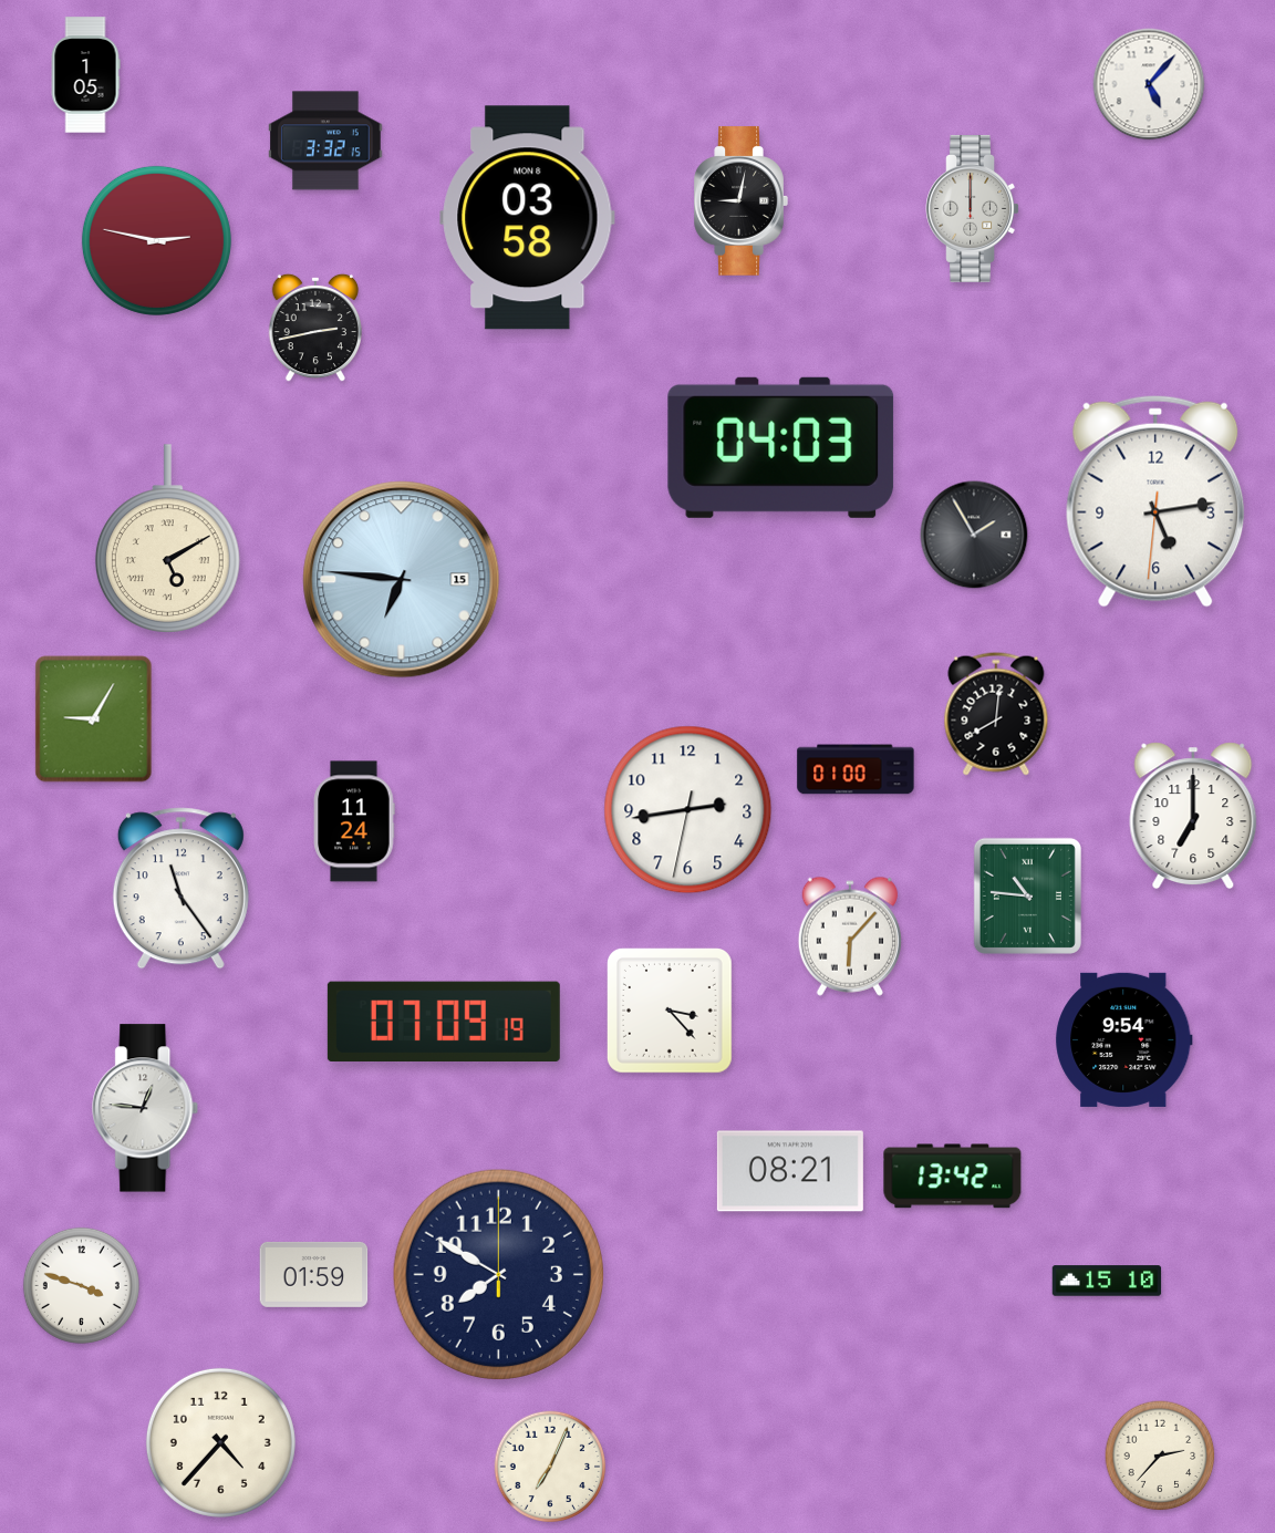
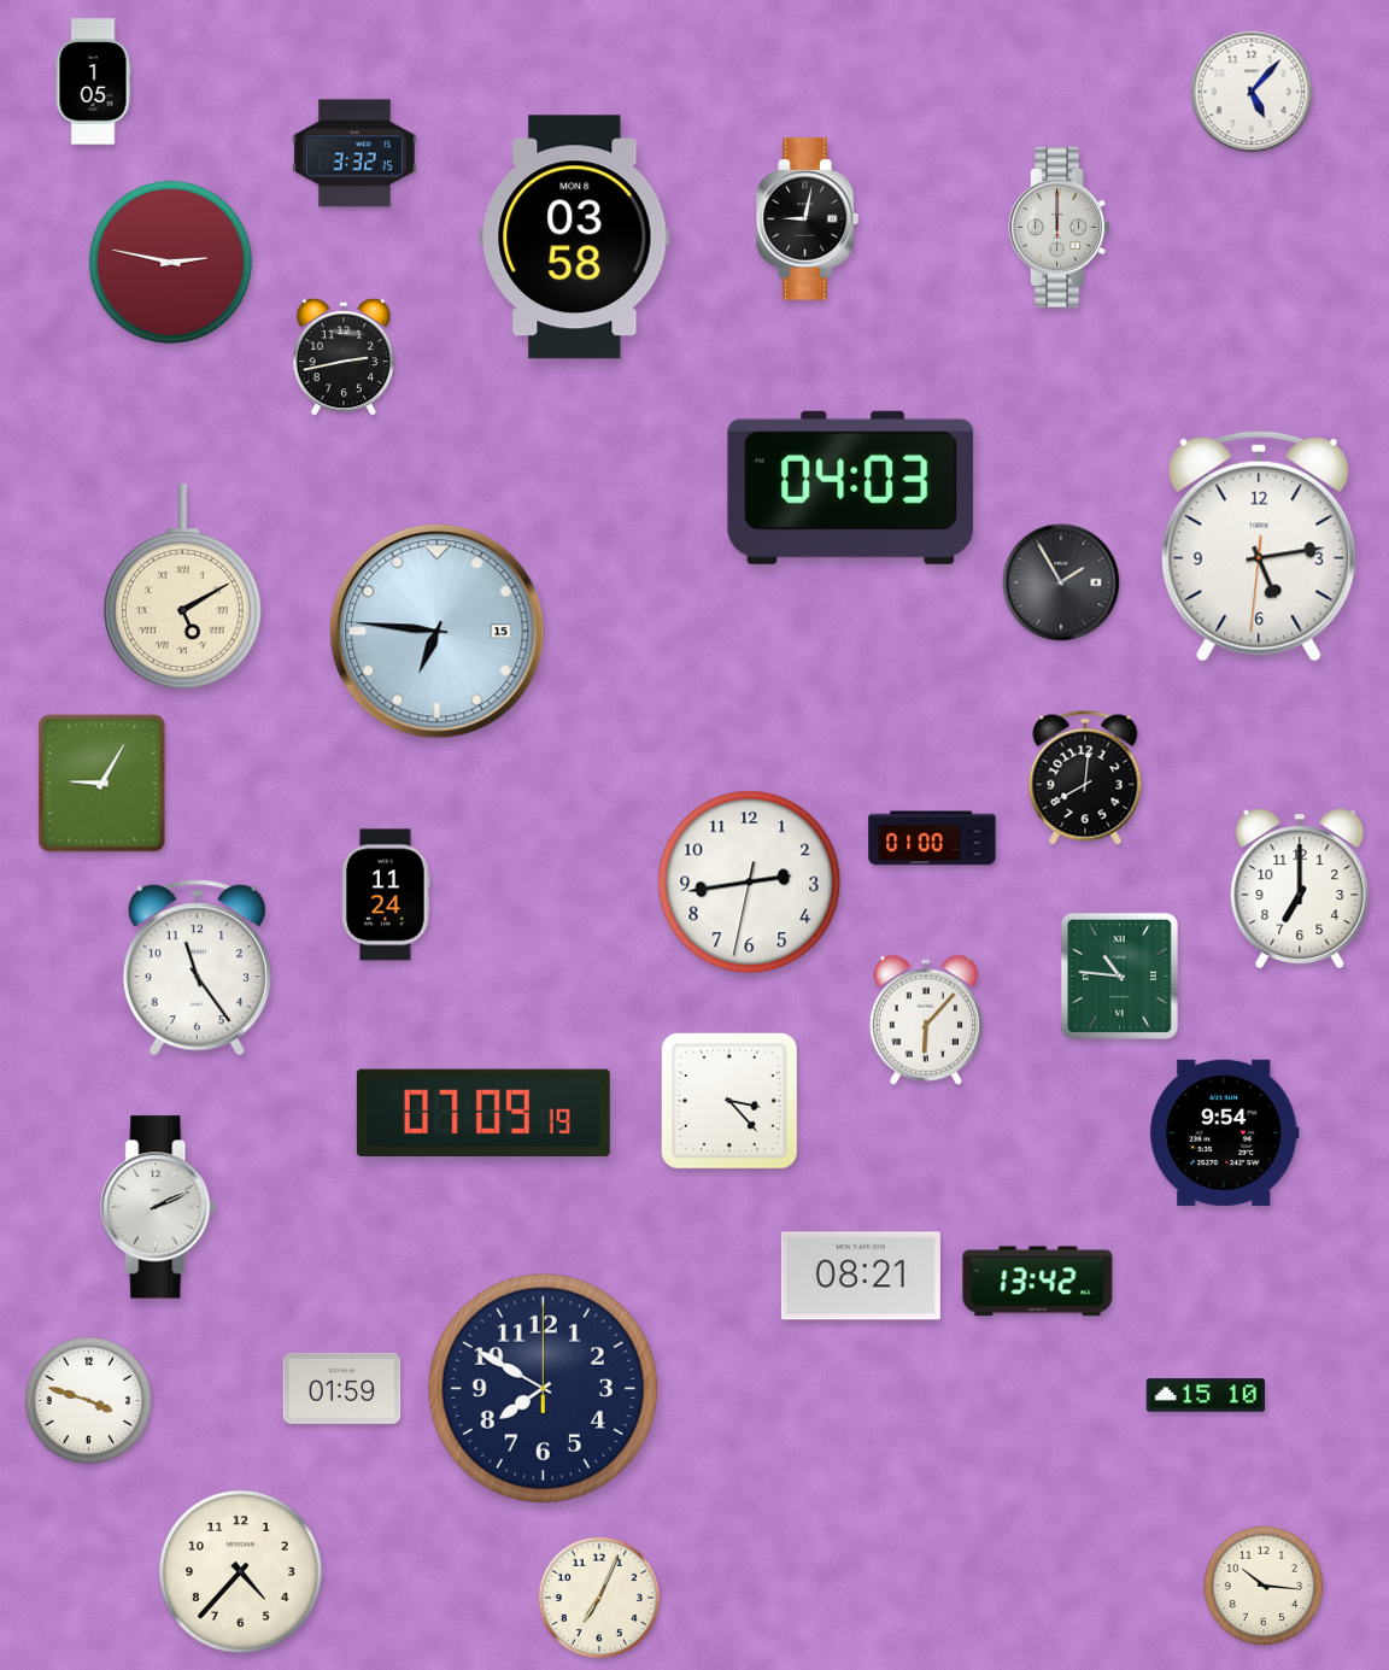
clock at (146, 1108): 12:46 -> 2:11
clock at (1160, 1456): 2:37 -> 10:16
